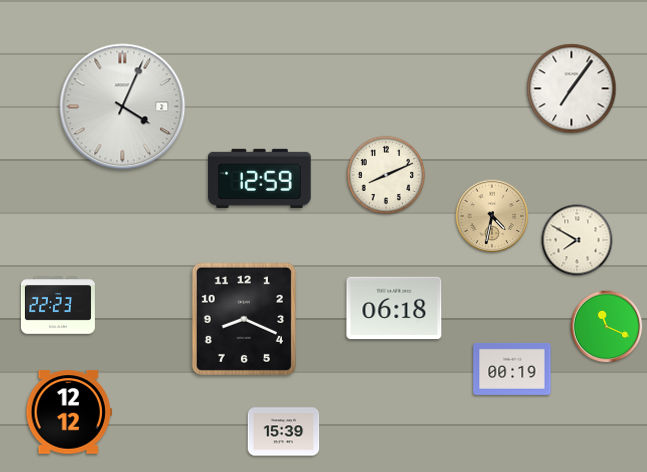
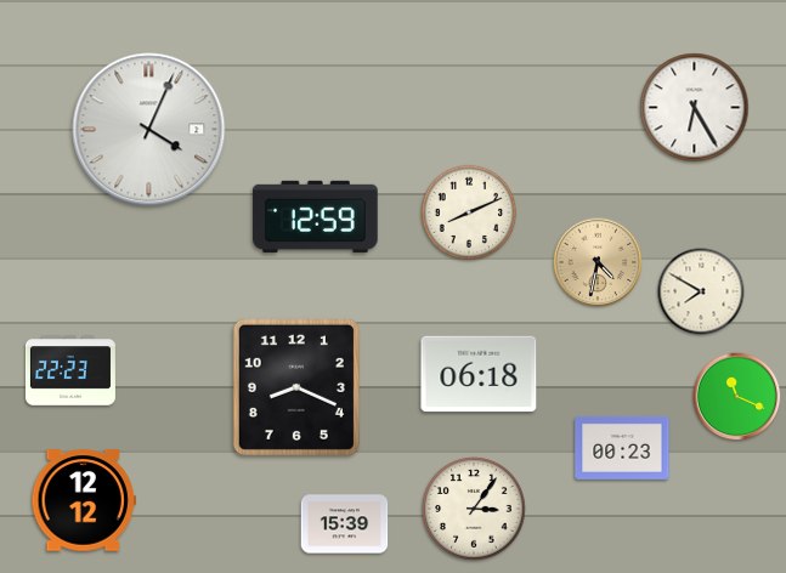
clock at (572, 89): 7:06 -> 6:25
clock at (512, 369): 00:19 -> 00:23
clock at (474, 509): none -> 3:06
